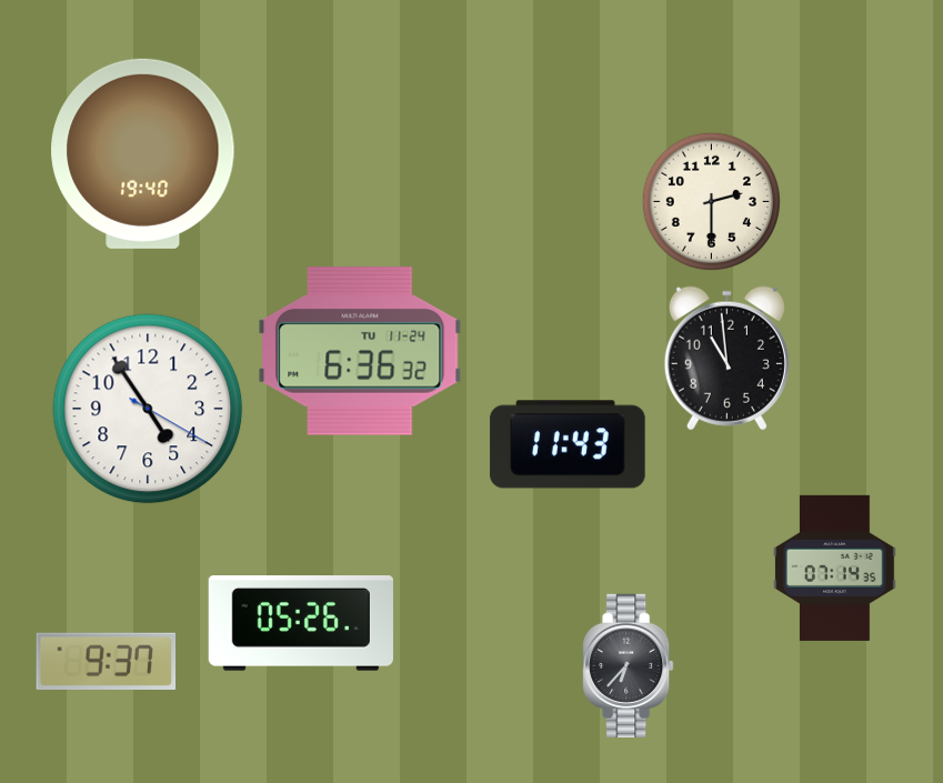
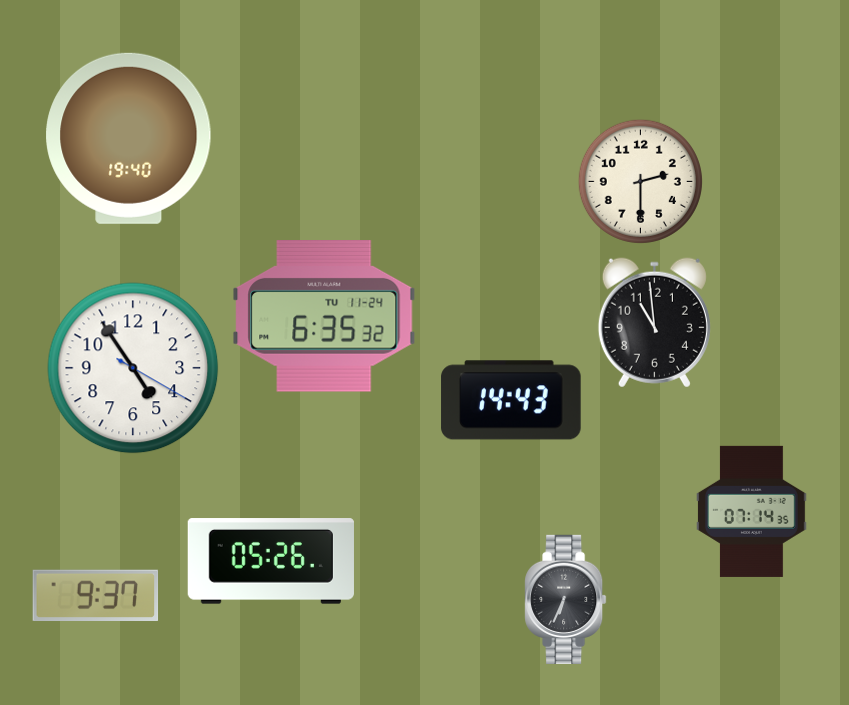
clock at (360, 352): 6:36 -> 6:35
clock at (568, 444): 11:43 -> 14:43
clock at (629, 665): 6:37 -> 6:34
